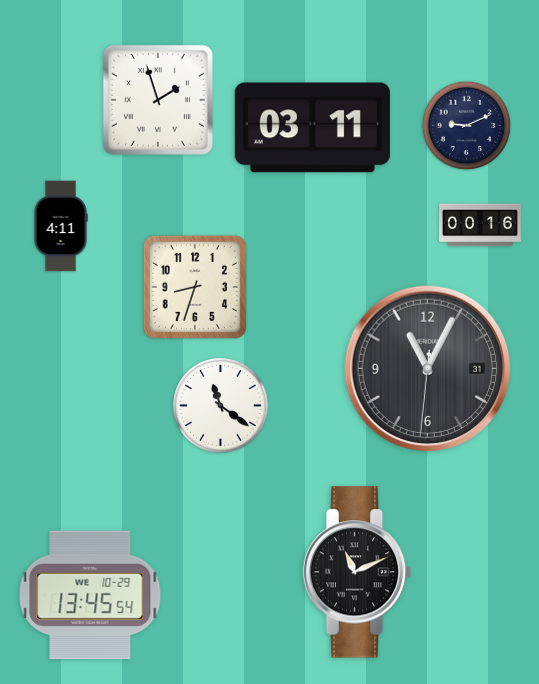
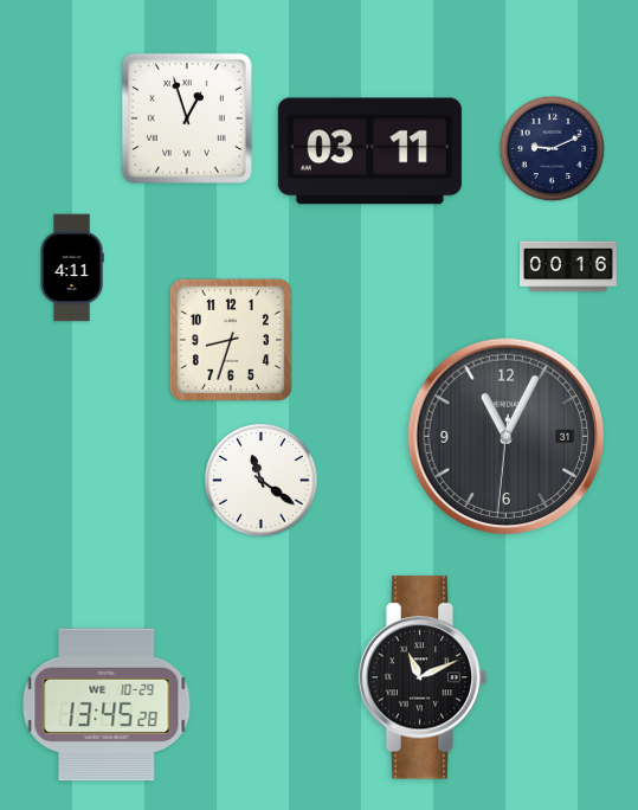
clock at (158, 100): 1:57 -> 12:57
clock at (90, 595): 13:45:54 -> 13:45:28
